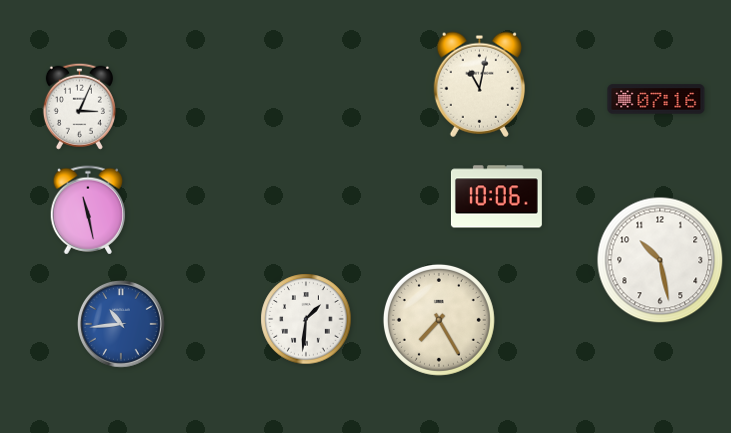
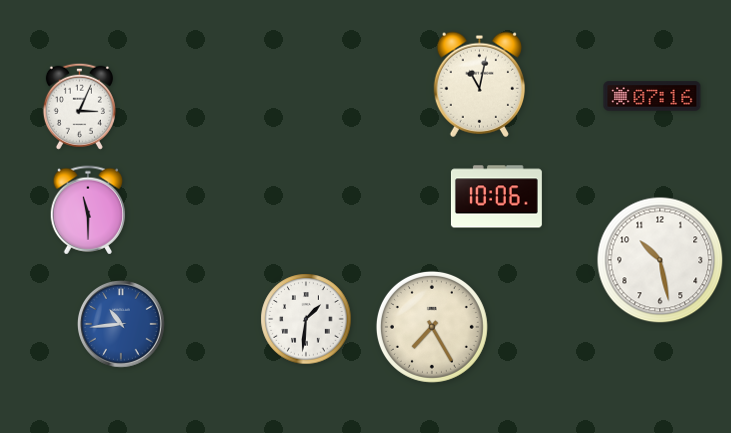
clock at (656, 99) position: (656, 99) -> (652, 96)
clock at (88, 210): 11:28 -> 11:30
clock at (439, 320) position: (439, 320) -> (432, 327)
